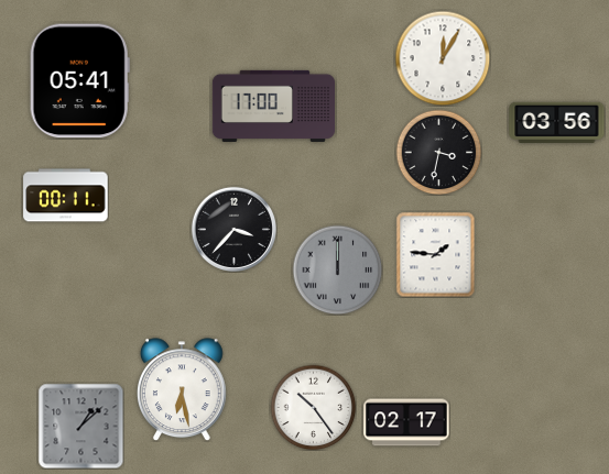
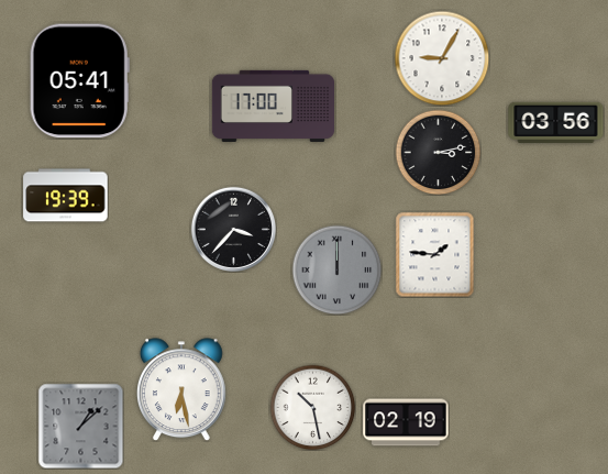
clock at (443, 58): 12:05 -> 9:05
clock at (438, 152): 3:32 -> 3:13
clock at (66, 196): 00:11 -> 19:39
clock at (313, 407): 10:24 -> 10:28
clock at (406, 422): 02:17 -> 02:19
